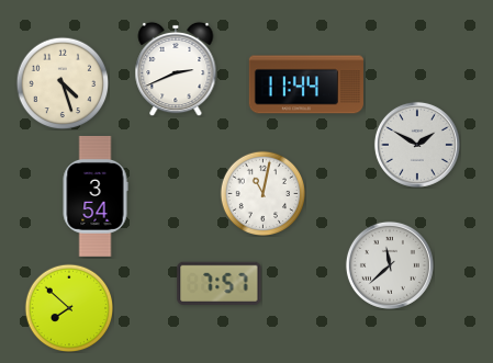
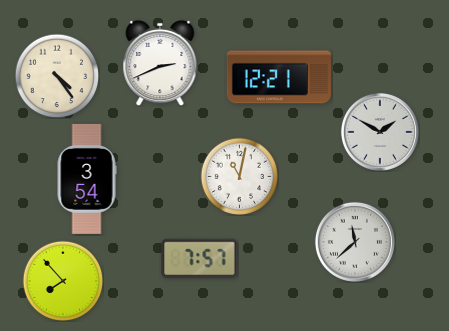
clock at (63, 83): 4:27 -> 4:24
clock at (306, 84): 11:44 -> 12:21
clock at (69, 308): 7:52 -> 7:53
